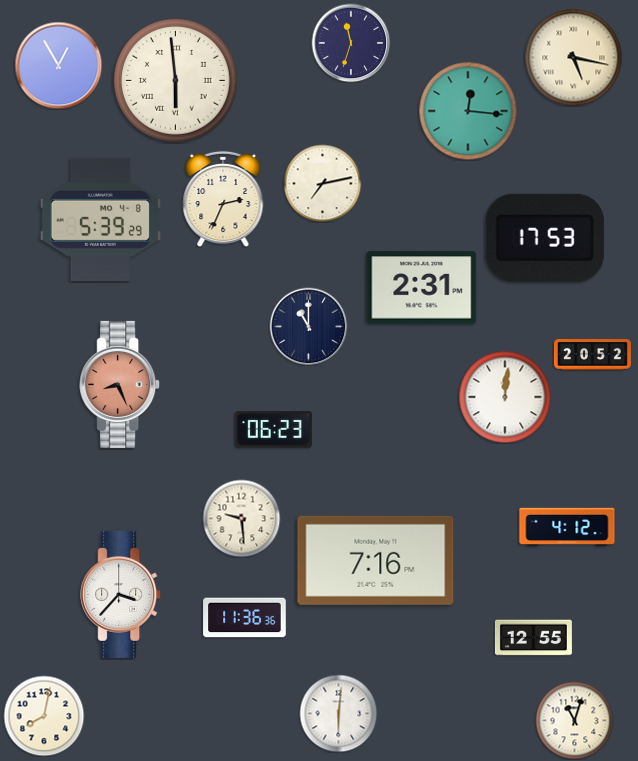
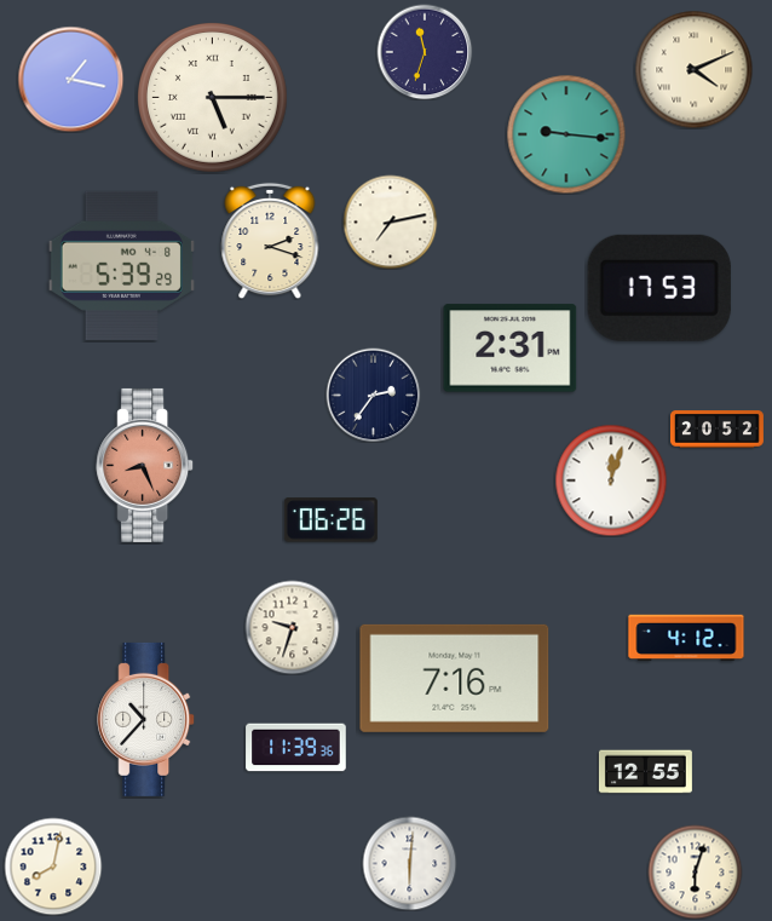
clock at (573, 57): 5:17 -> 4:11
clock at (58, 65): 12:55 -> 1:17
clock at (176, 81): 5:59 -> 5:15
clock at (468, 111): 12:16 -> 9:16
clock at (223, 199): 2:34 -> 2:18
clock at (308, 326): 11:00 -> 2:36
clock at (505, 397): 12:01 -> 12:03
clock at (273, 430): 06:23 -> 06:26
clock at (241, 518): 9:29 -> 9:33
clock at (121, 594): 3:37 -> 10:37
clock at (245, 618): 11:36 -> 11:39
clock at (574, 720): 11:03 -> 6:03
